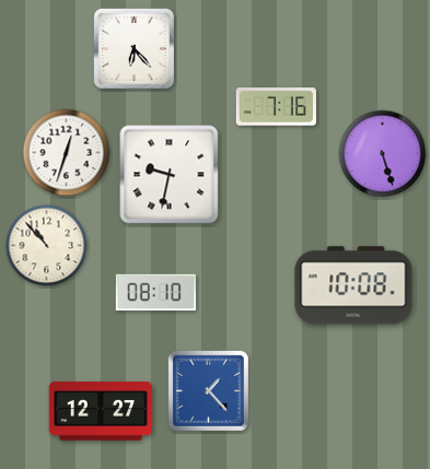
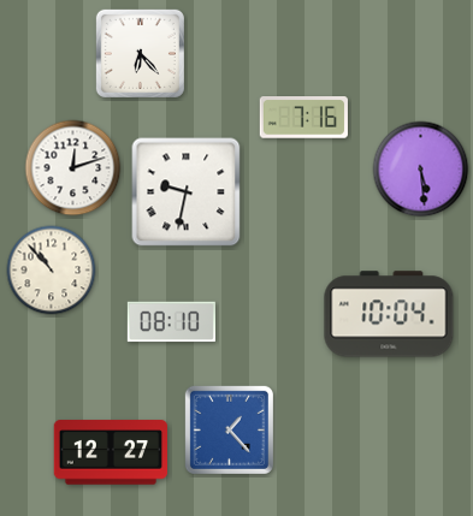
clock at (133, 48) position: (133, 48) -> (140, 53)
clock at (67, 153): 12:33 -> 12:12
clock at (383, 154): 5:27 -> 5:29
clock at (353, 285): 10:08 -> 10:04
